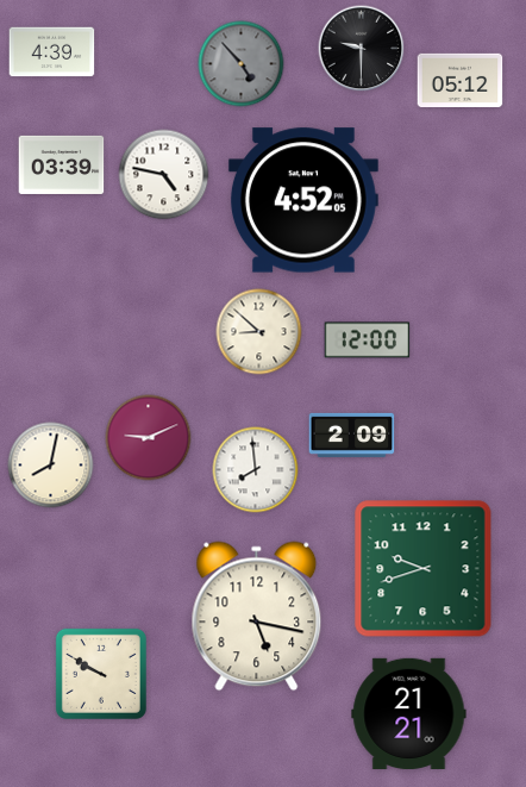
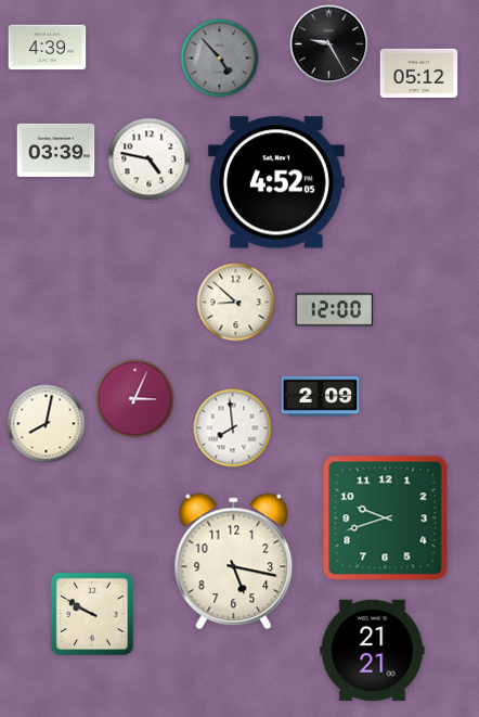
clock at (362, 49): 9:30 -> 9:25
clock at (149, 438): 9:11 -> 3:04
